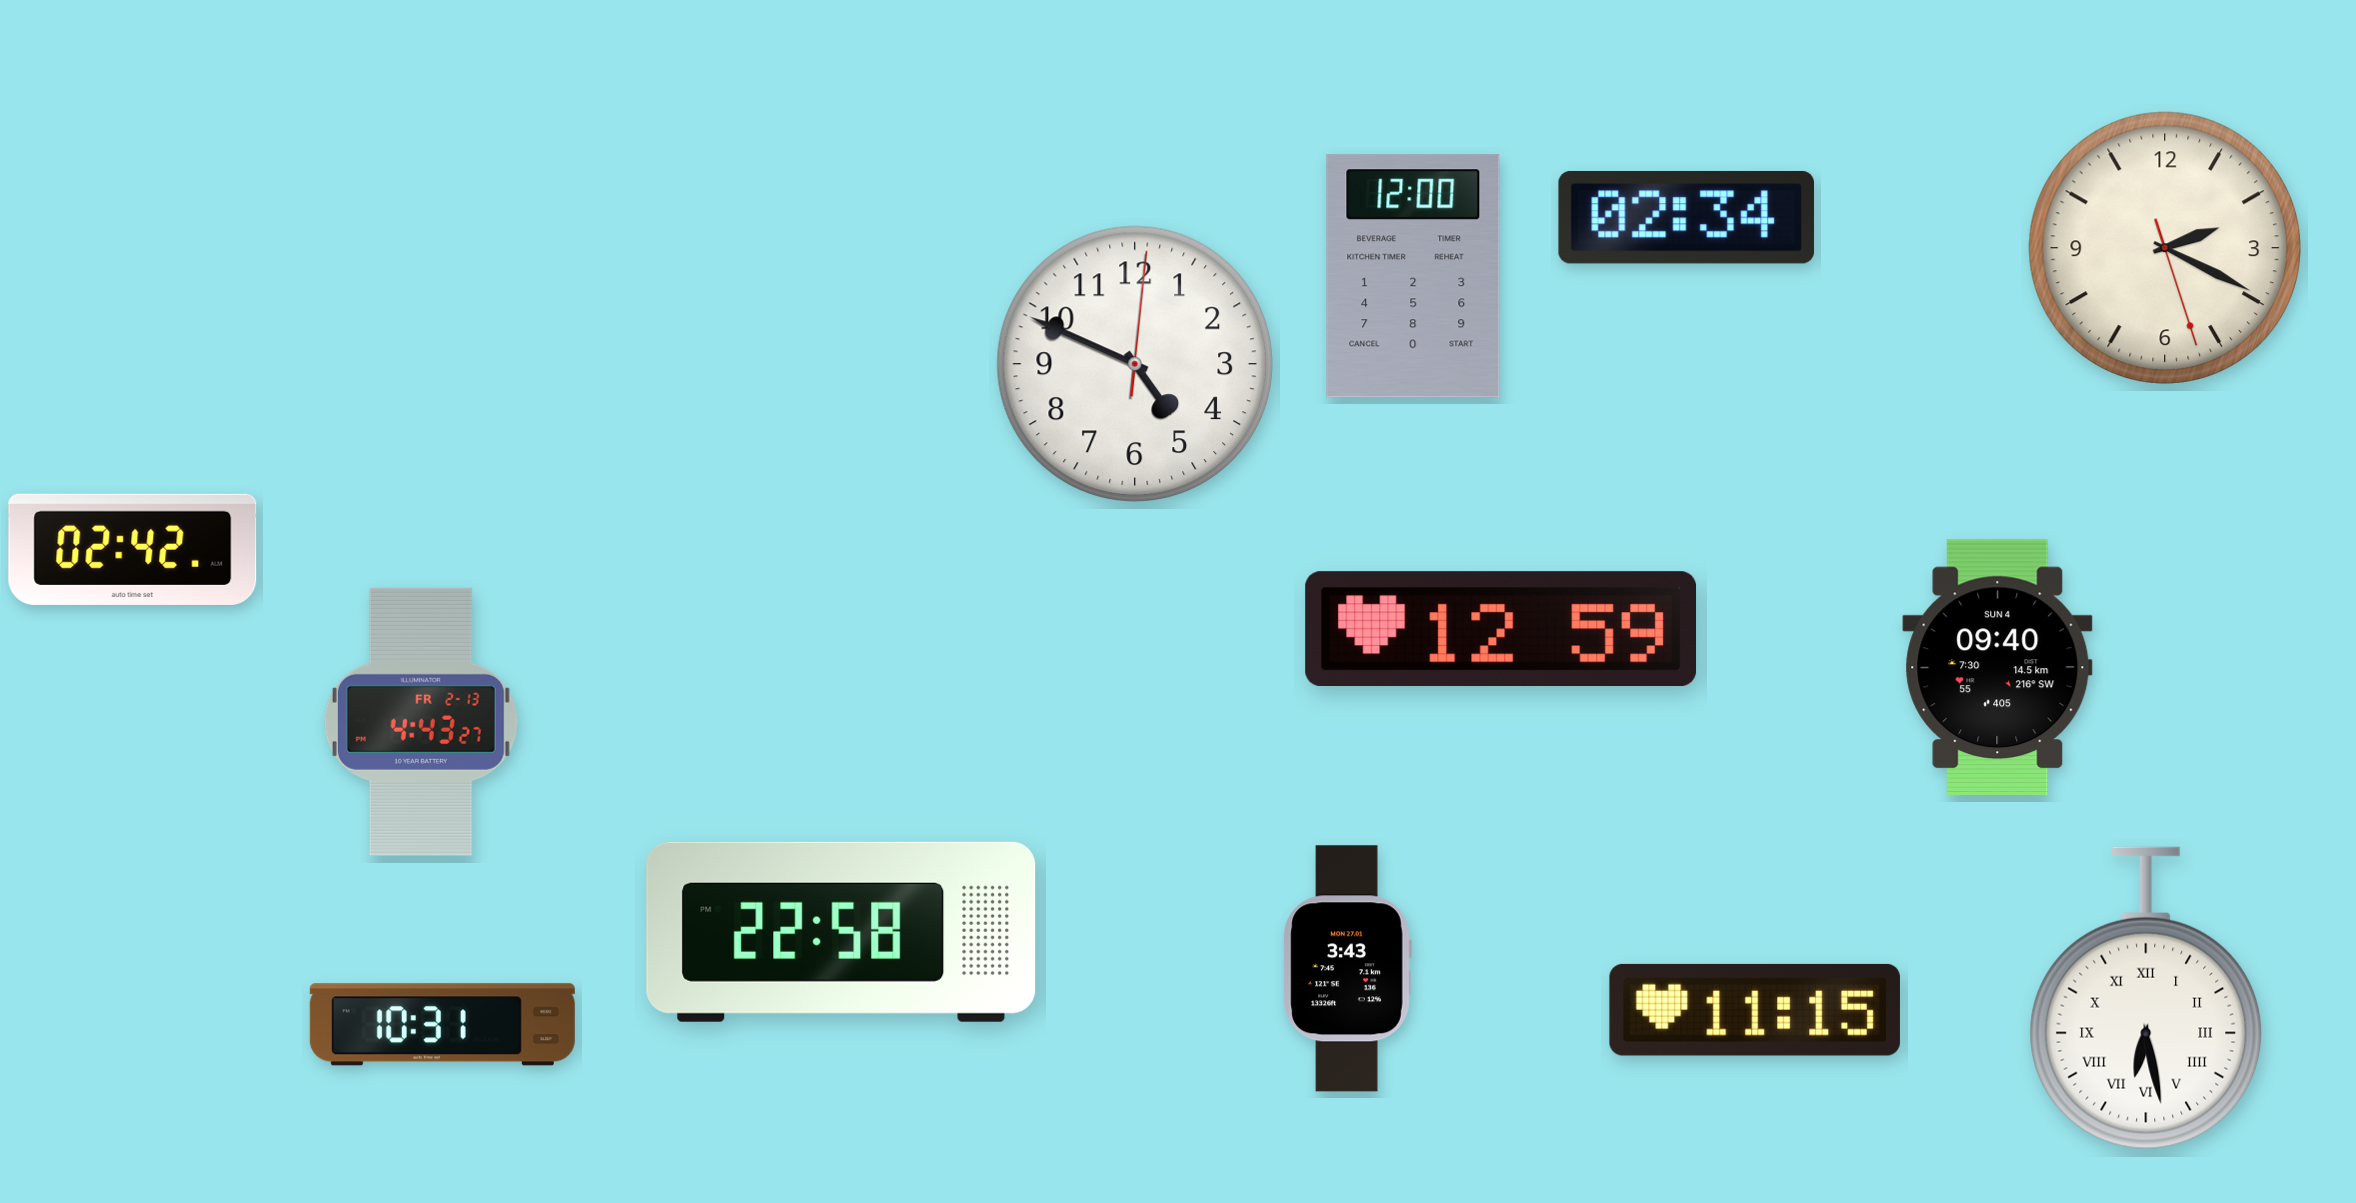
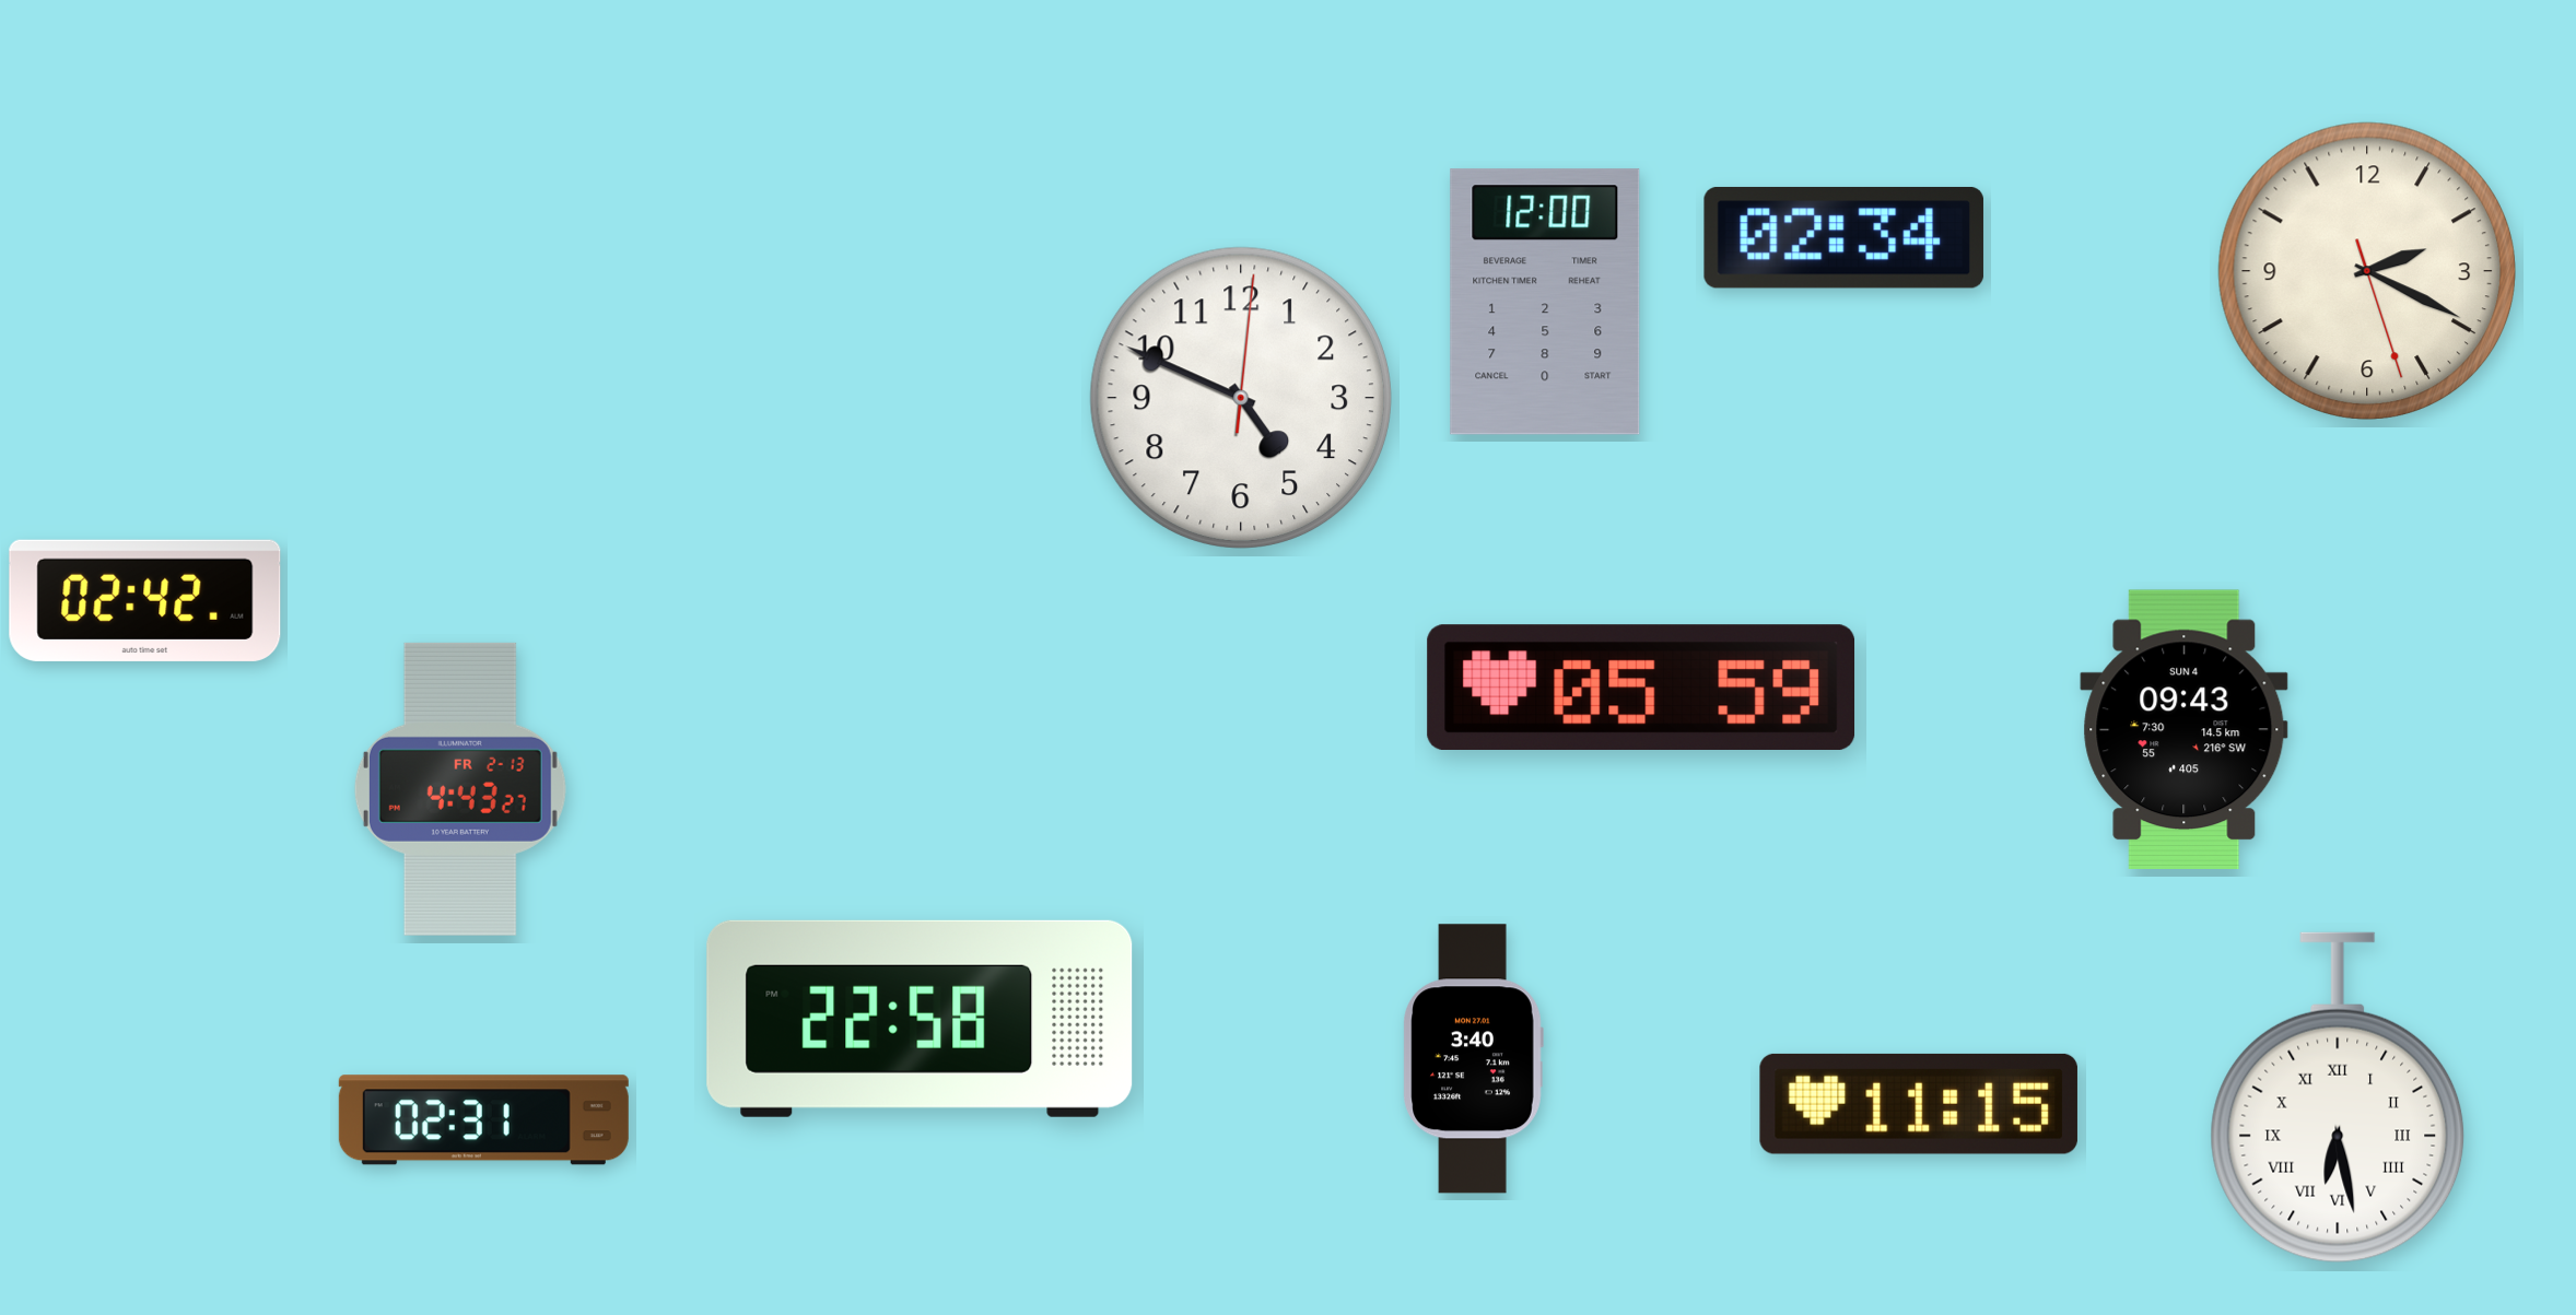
clock at (1501, 628): 12:59 -> 05:59
clock at (1998, 667): 09:40 -> 09:43
clock at (1347, 969): 3:43 -> 3:40
clock at (2146, 998) position: (2146, 998) -> (2338, 1097)
clock at (442, 1025): 10:31 -> 02:31
